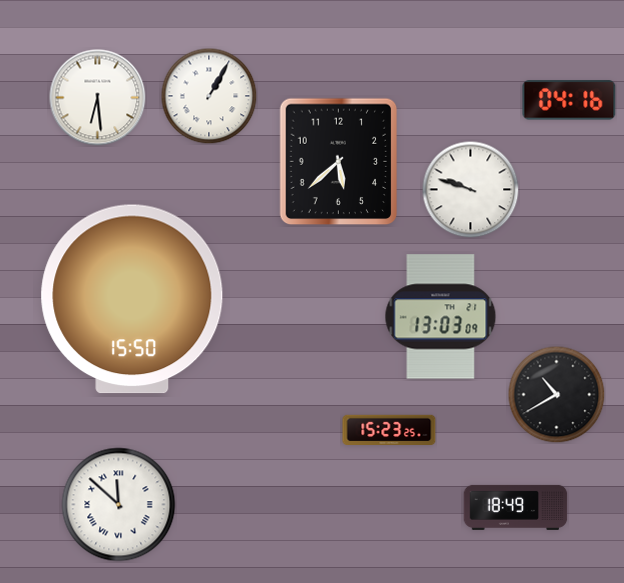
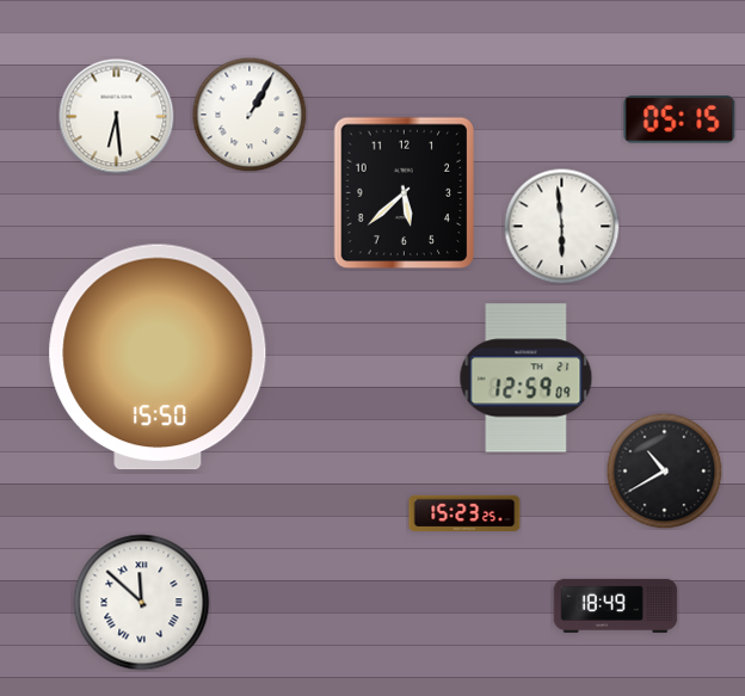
clock at (569, 100): 04:16 -> 05:15
clock at (470, 189): 9:48 -> 5:59
clock at (441, 317): 13:03 -> 12:59
